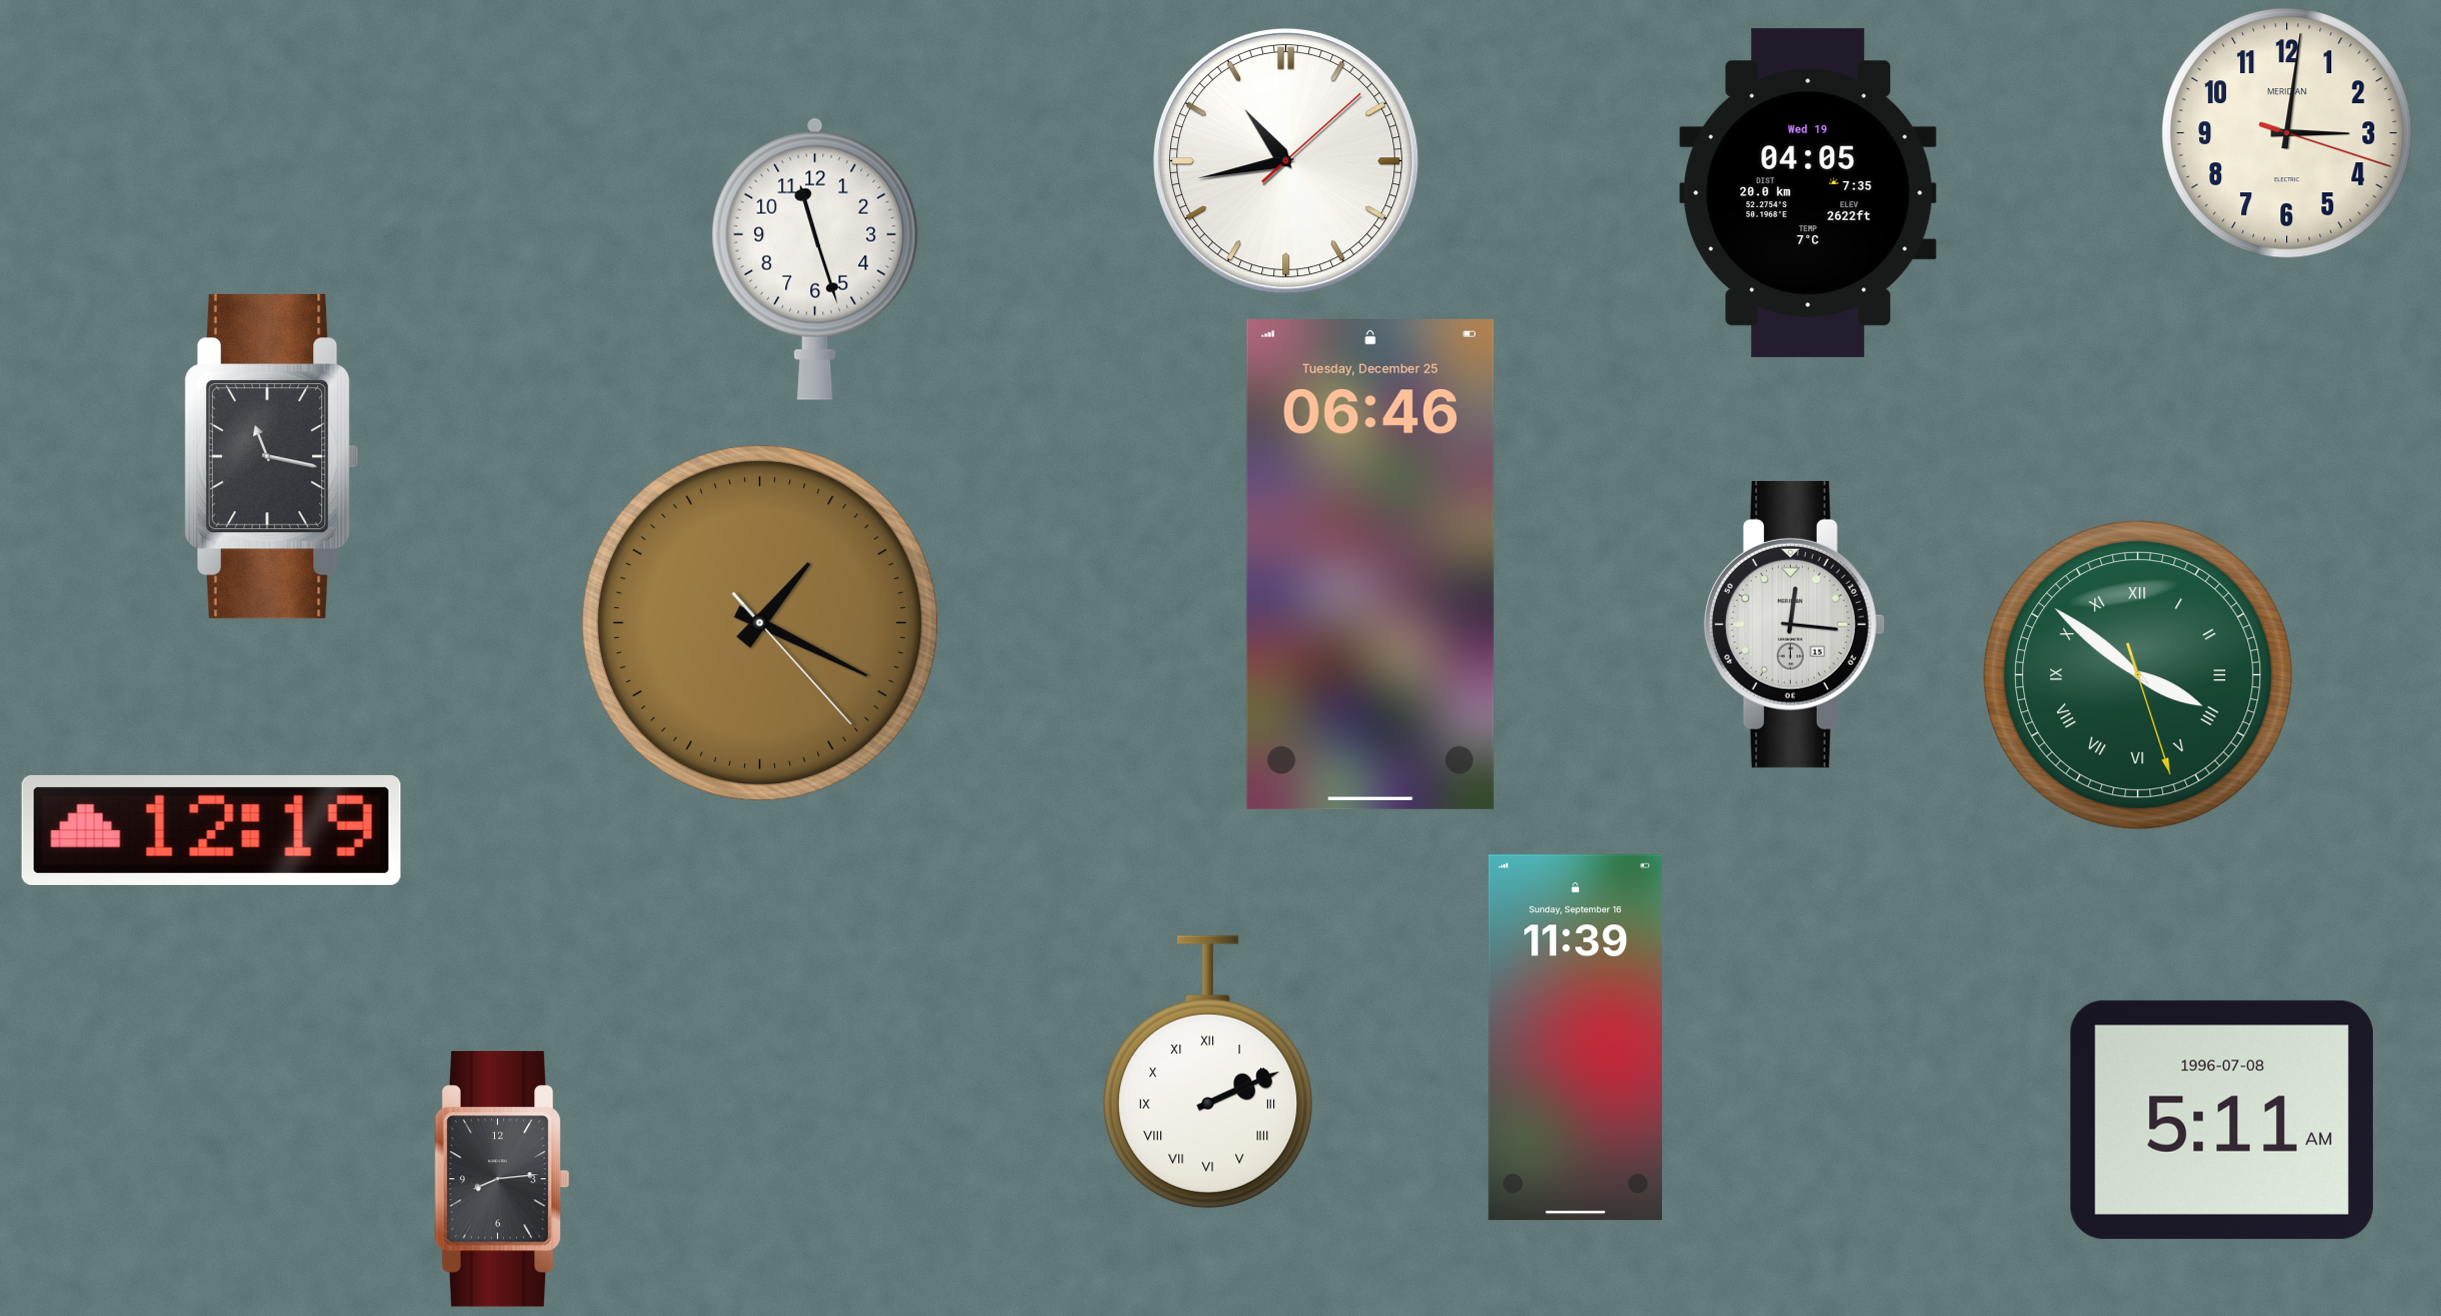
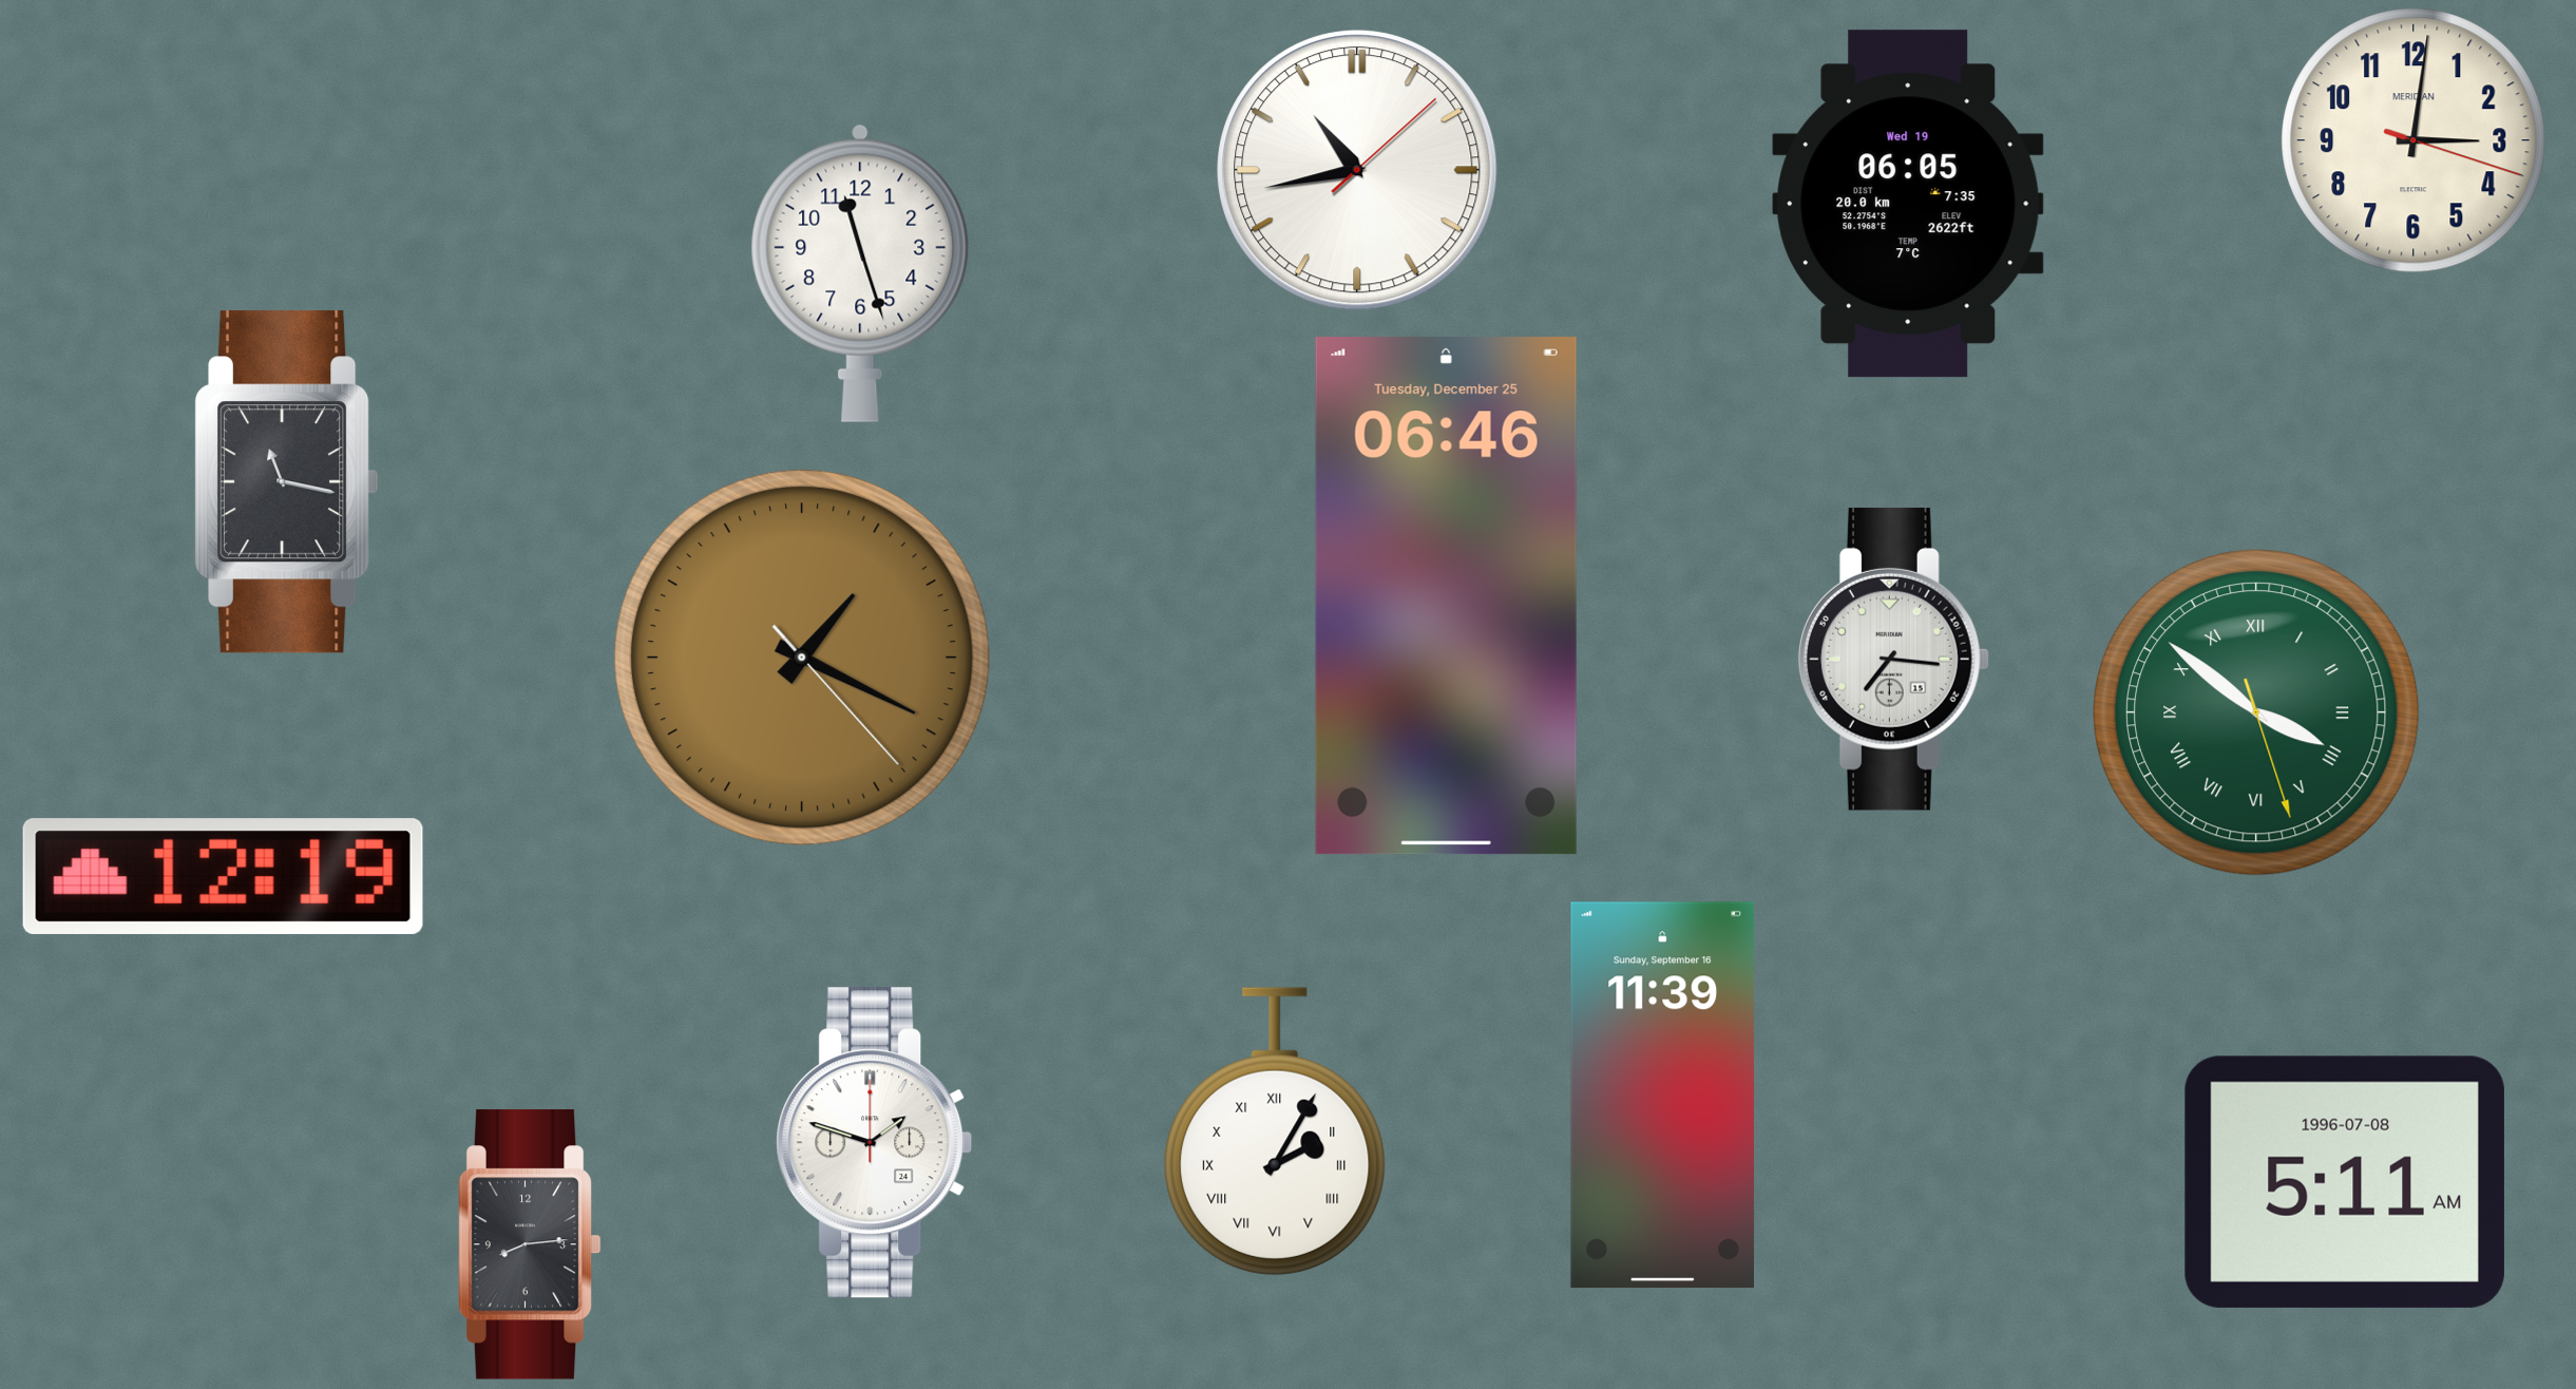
clock at (1808, 193): 04:05 -> 06:05
clock at (1794, 624): 12:16 -> 7:16
clock at (1208, 1072): 2:11 -> 2:05
clock at (875, 1143): none -> 1:48
